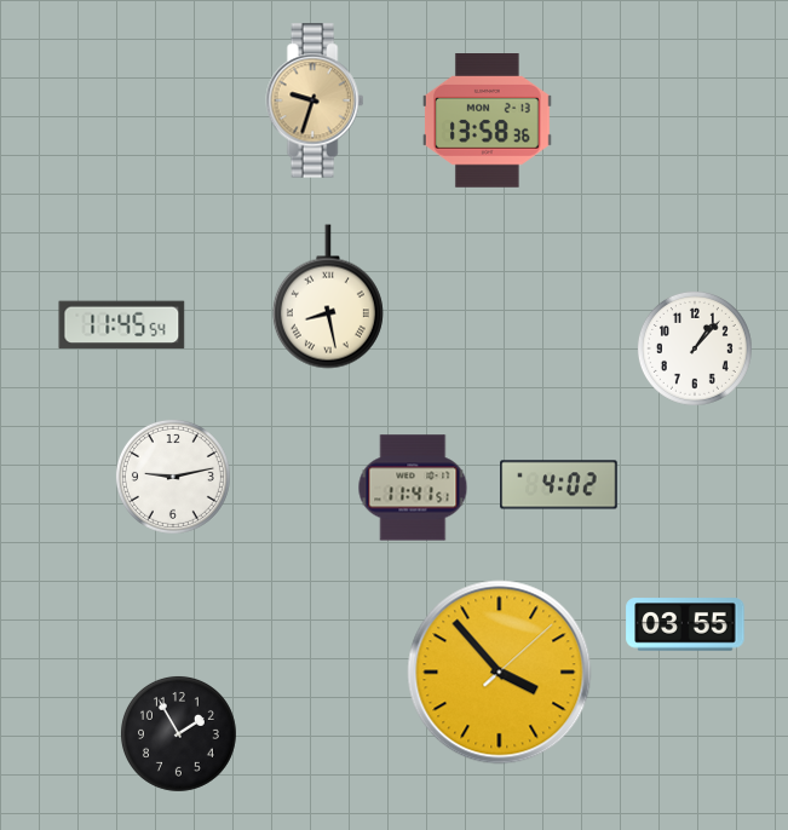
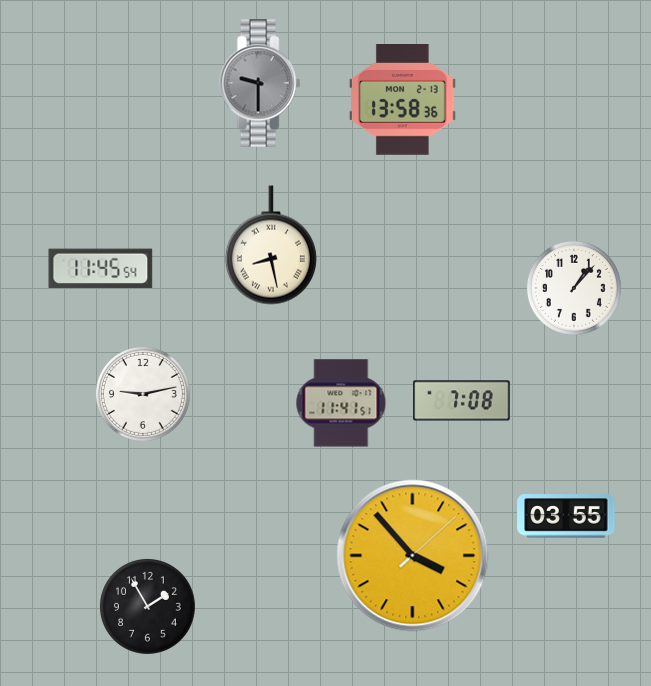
clock at (315, 100): 9:33 -> 9:30
clock at (315, 100) dial: champagne -> grey
clock at (559, 485): 4:02 -> 7:08
